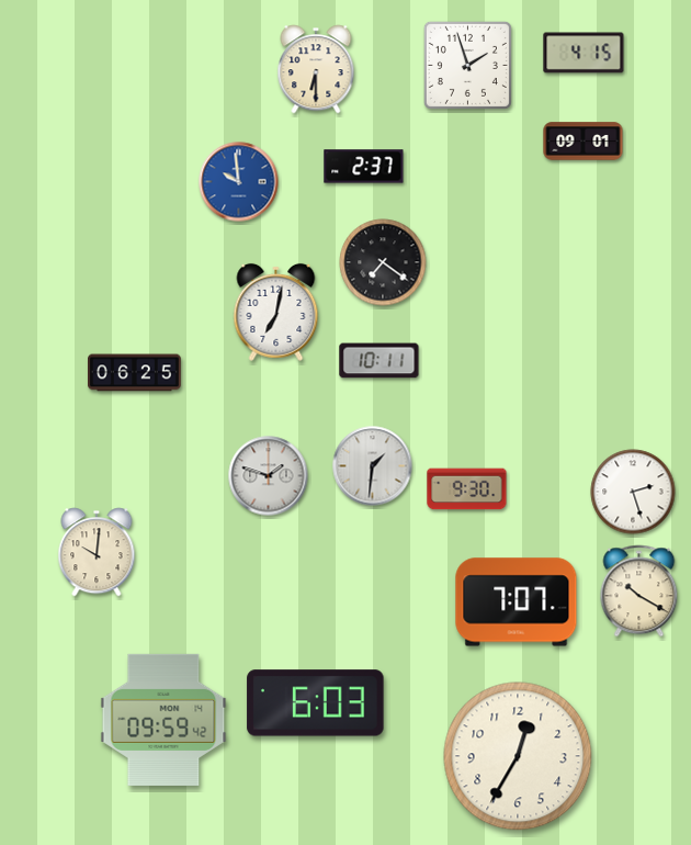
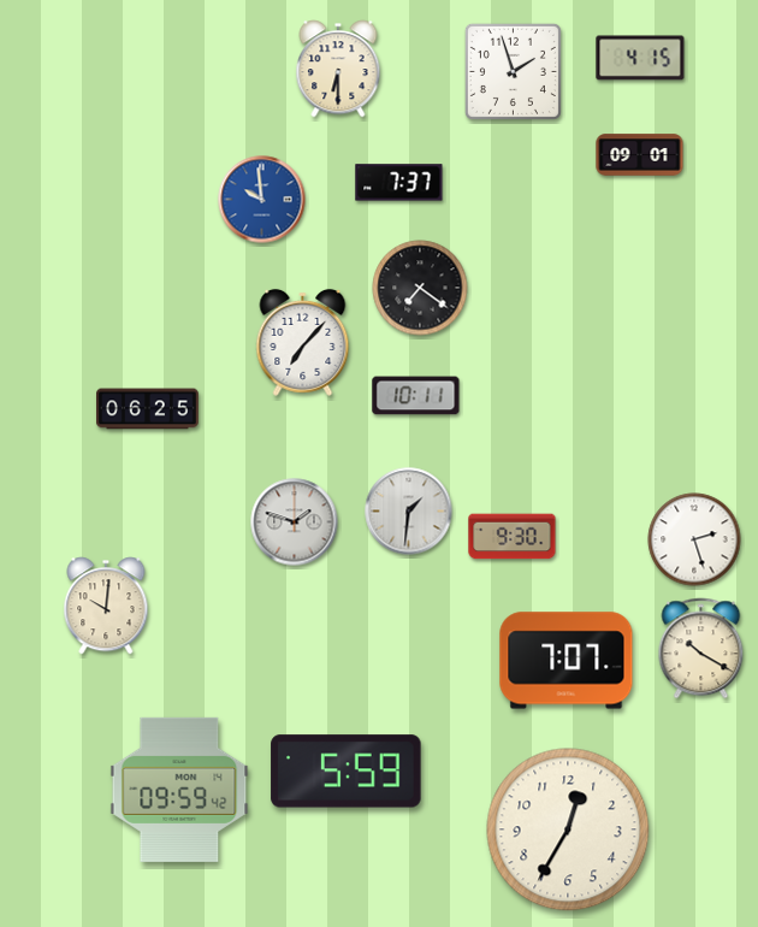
clock at (316, 69) position: (316, 69) -> (338, 69)
clock at (364, 167): 2:37 -> 7:37
clock at (276, 312): 7:02 -> 7:07
clock at (316, 703): 6:03 -> 5:59
